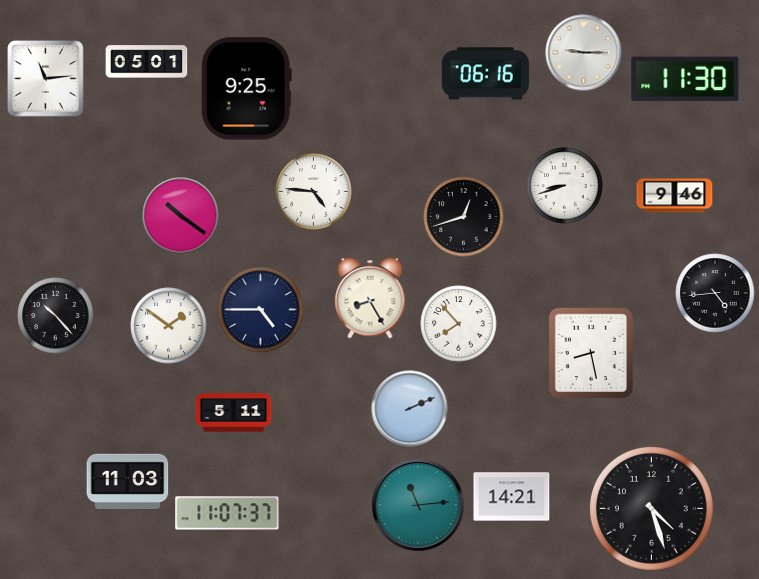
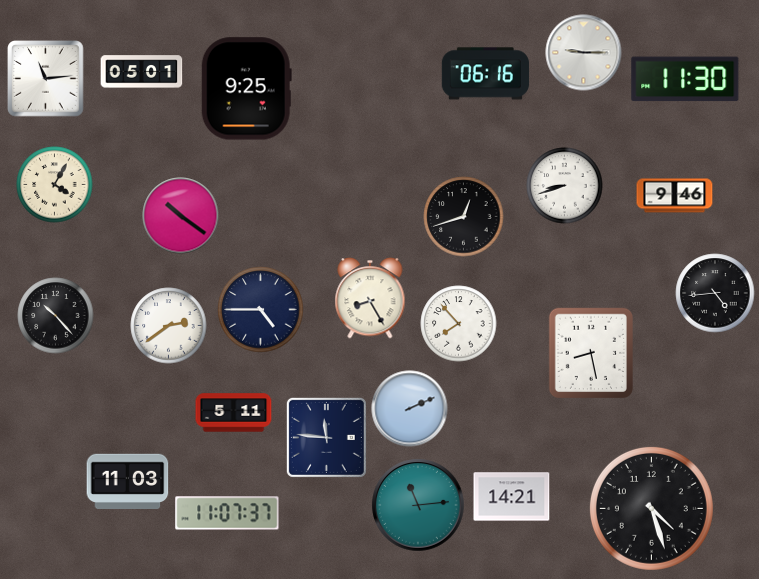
clock at (147, 62) position: (147, 62) -> (142, 72)
clock at (55, 185): none -> 4:05
clock at (314, 192): 4:46 -> none
clock at (169, 326): 1:51 -> 2:39
clock at (326, 437): none -> 11:46
